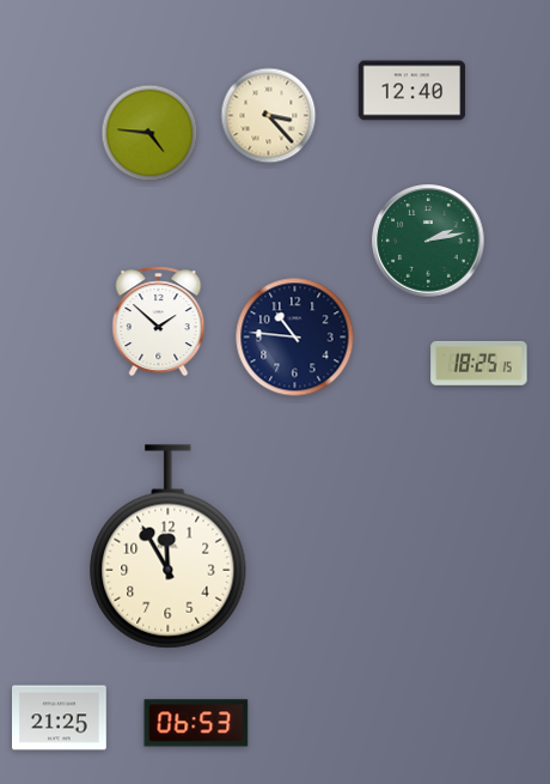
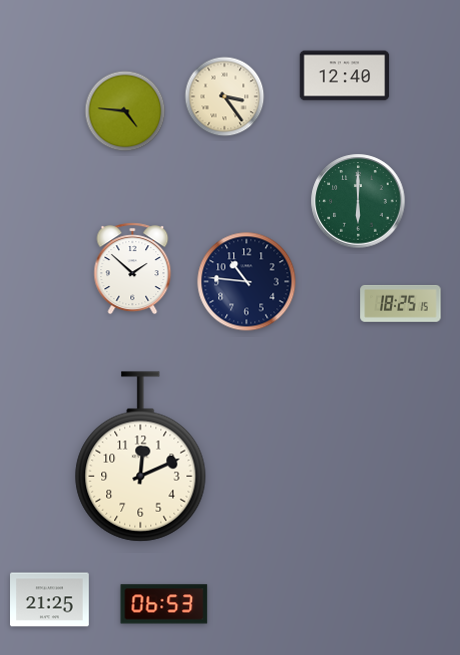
clock at (269, 116): 3:23 -> 3:24
clock at (428, 241): 2:13 -> 6:00
clock at (169, 547): 11:55 -> 12:11
